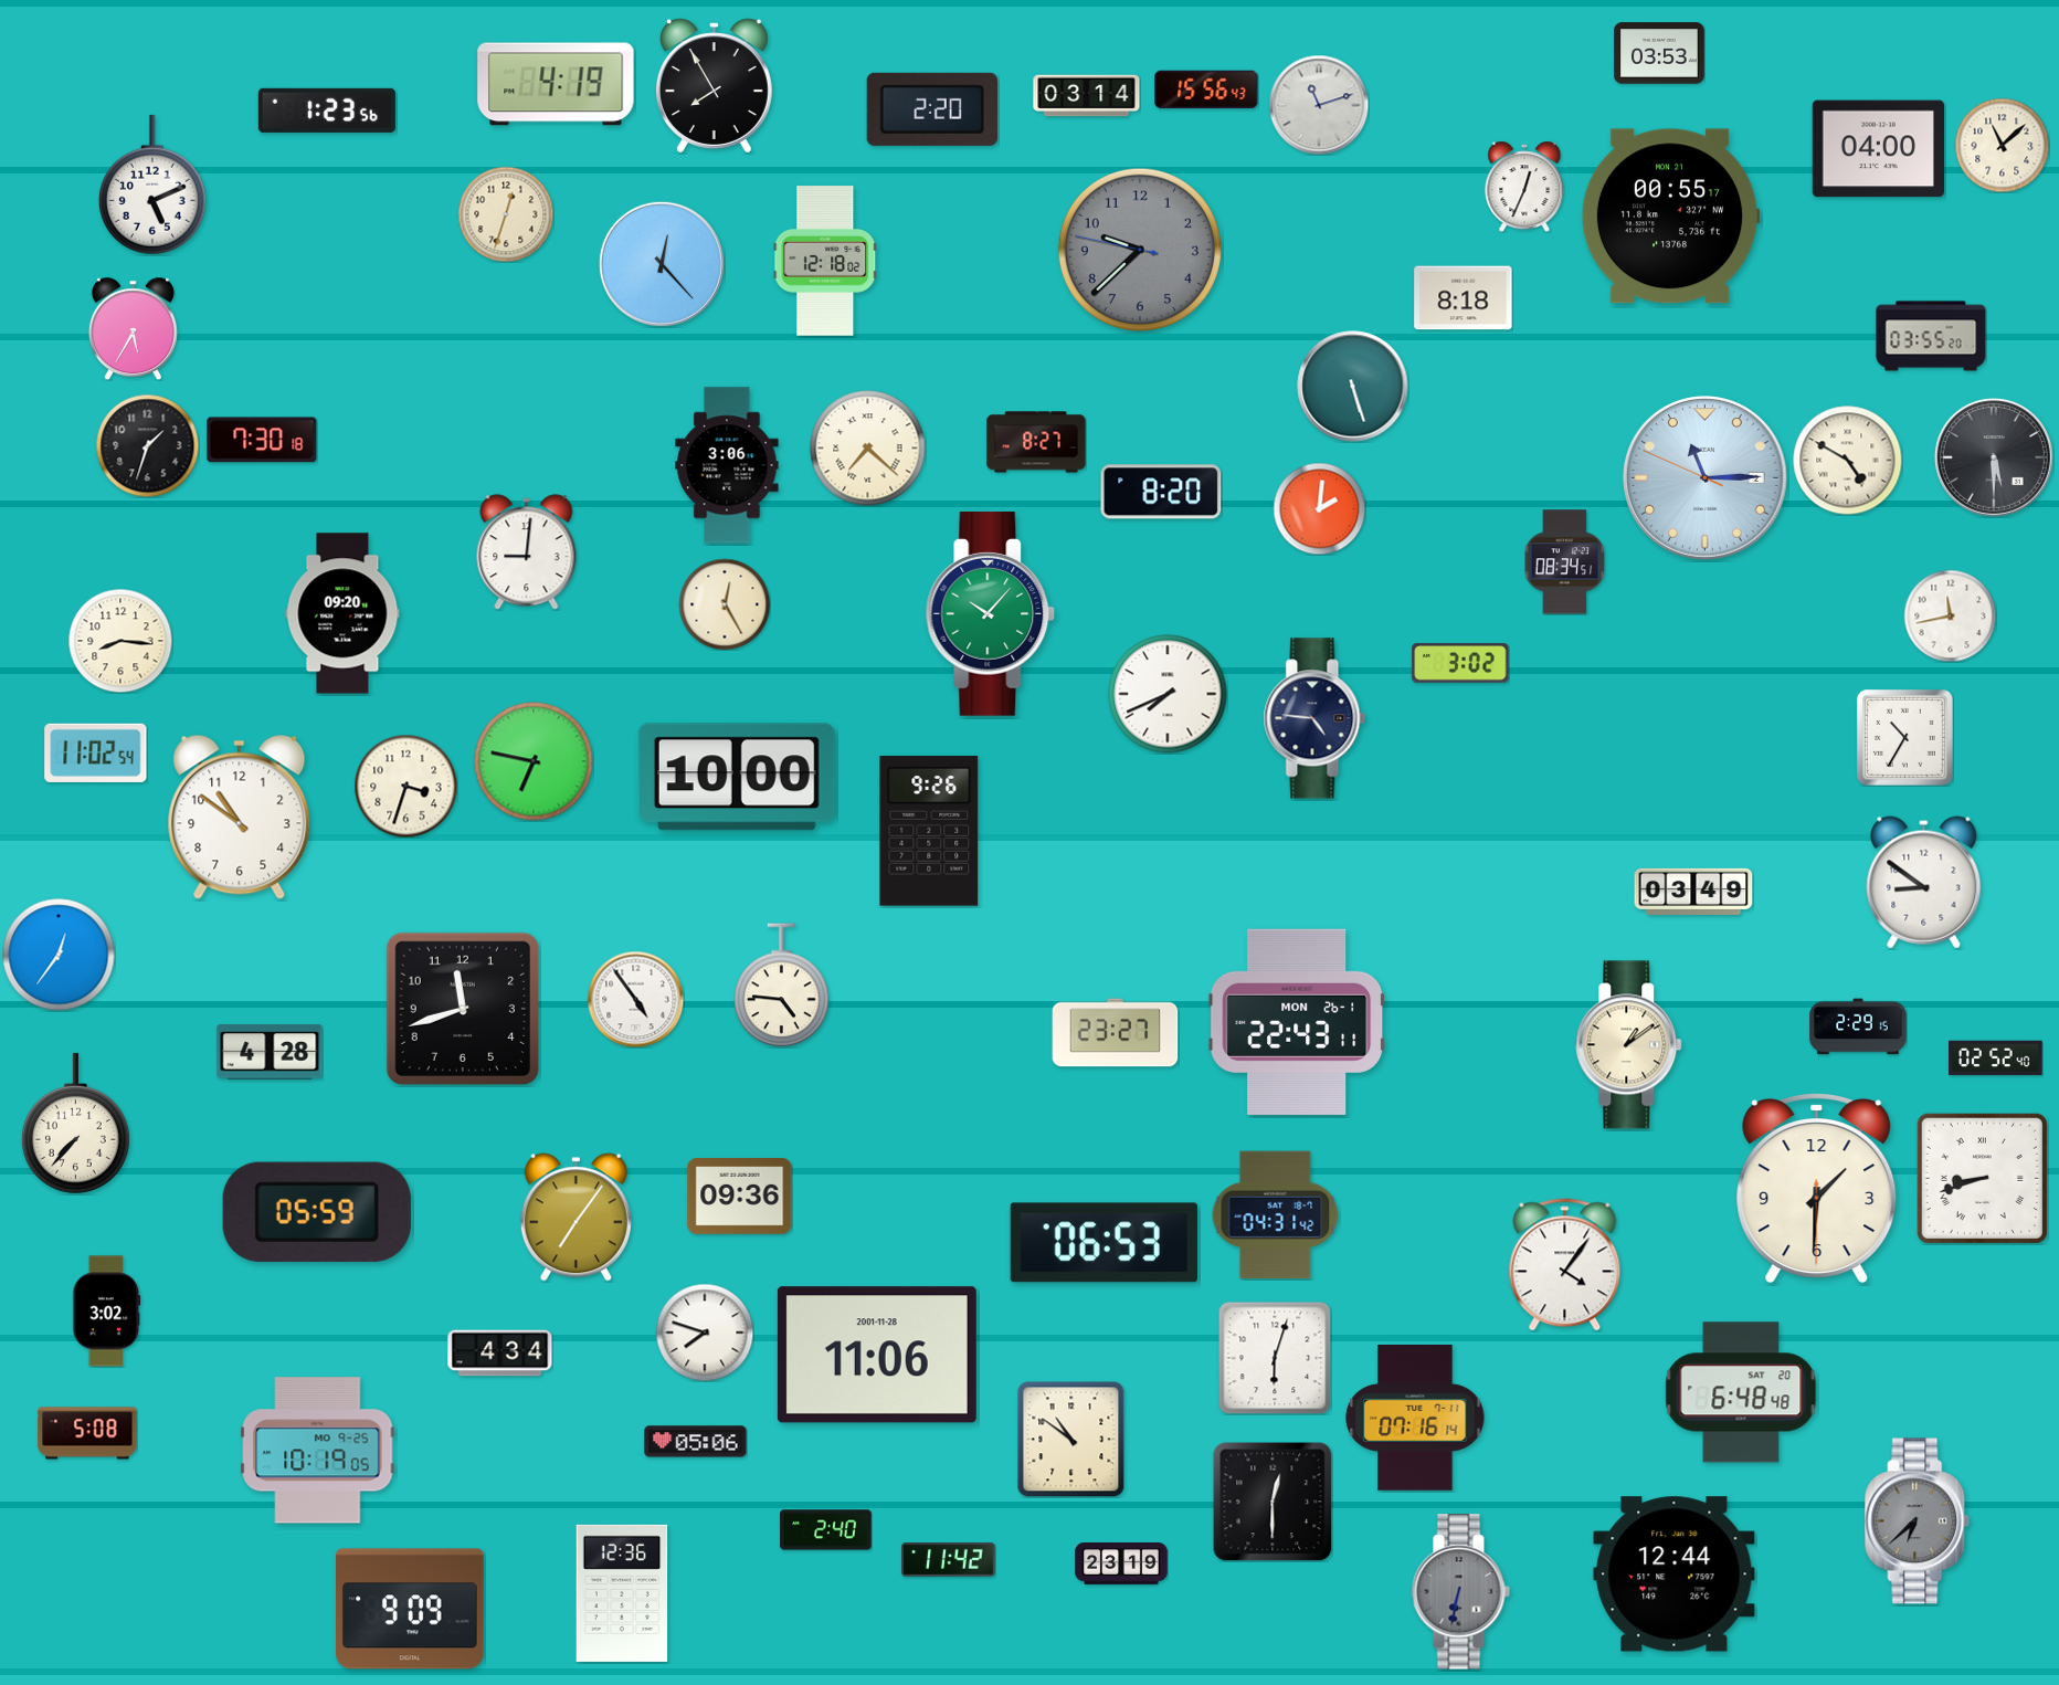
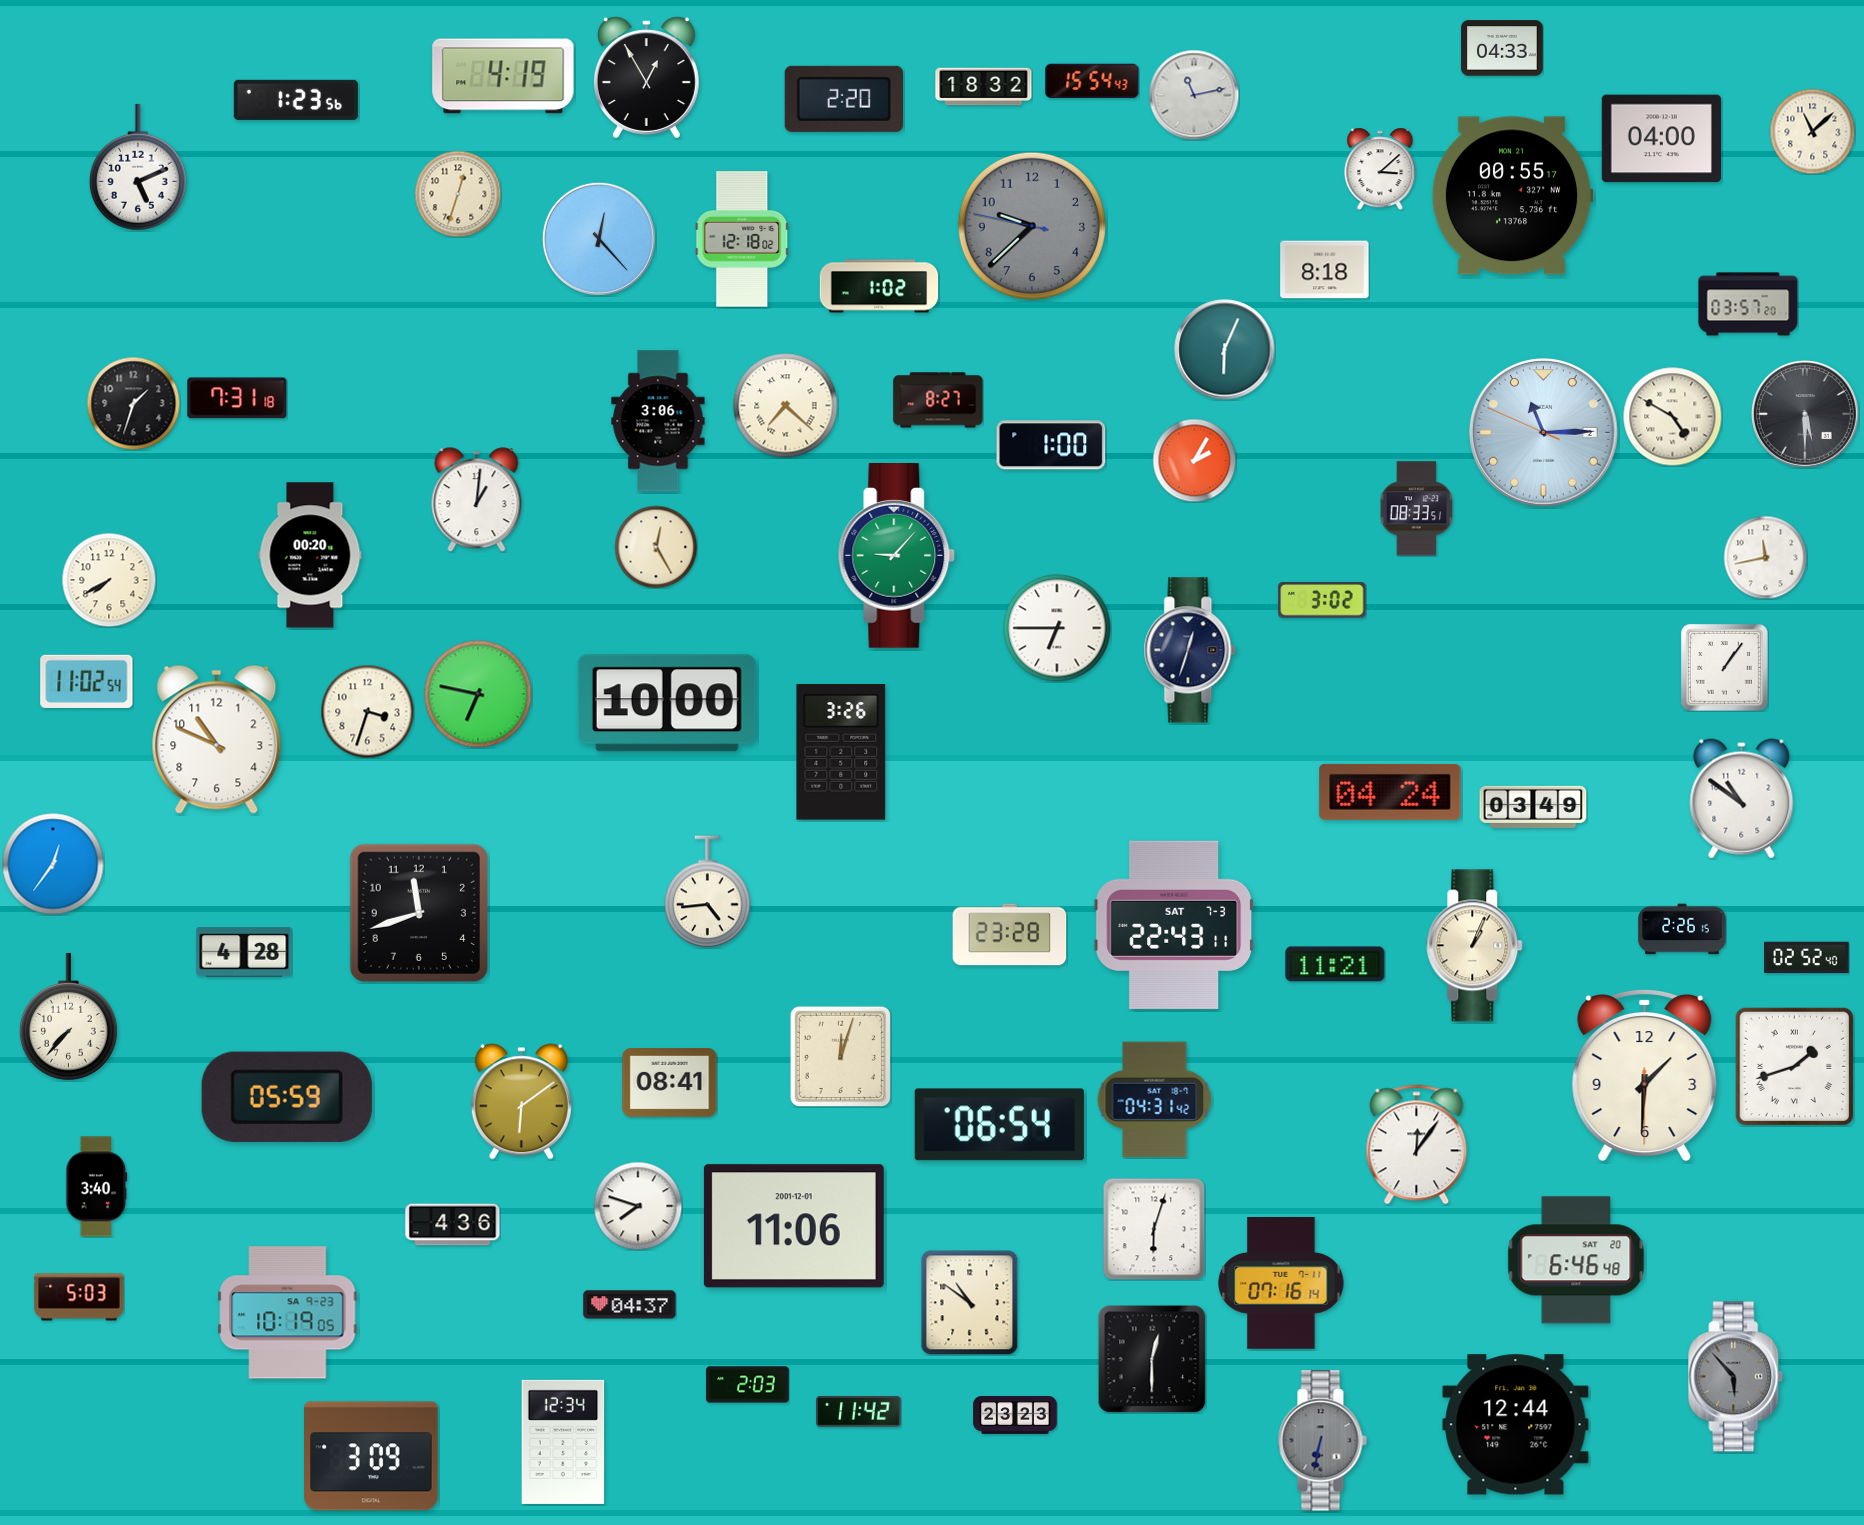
clock at (1659, 53): 03:53 -> 04:33
clock at (714, 86): 7:55 -> 12:55
clock at (1206, 89): 15:56 -> 15:54
clock at (1087, 96): 03:14 -> 18:32
clock at (1319, 105): 11:12 -> 11:13
clock at (1878, 149) position: (1878, 149) -> (1661, 139)
clock at (1524, 187): 12:34 -> 3:08
clock at (825, 261) position: (825, 261) -> (742, 239)
clock at (879, 286): none -> 1:02
clock at (133, 328): 5:35 -> none
clock at (1931, 336): 03:55 -> 03:57
clock at (1353, 387): 5:27 -> 6:04
clock at (262, 440): 7:30 -> 7:31
clock at (1161, 492): 8:20 -> 1:00
clock at (1319, 508): 2:01 -> 2:05
clock at (527, 552): 9:01 -> 1:01
clock at (1565, 562): 08:34 -> 08:33
clock at (342, 613): 09:20 -> 00:20
clock at (991, 614): 10:07 -> 9:07
clock at (120, 641): 8:16 -> 7:40
clock at (1168, 694): 7:41 -> 6:45
clock at (1314, 718): 4:46 -> 12:33
clock at (1904, 737): 10:35 -> 1:06
clock at (534, 761) position: (534, 761) -> (478, 694)
clock at (240, 817): 10:51 -> 10:49
clock at (929, 832): 9:26 -> 3:26
clock at (1390, 792): none -> 04:24
clock at (1924, 883): 8:51 -> 10:51
clock at (782, 986): 4:46 -> 4:44
clock at (635, 999): 4:54 -> none
clock at (1297, 1022) date: MON 26-1 -> SAT 7-3
clock at (1858, 1026): 2:29 -> 2:26
clock at (1116, 1033): 23:27 -> 23:28
clock at (1629, 1045): 1:09 -> 1:04
clock at (1335, 964): none -> 11:21
clock at (840, 1056): none -> 12:03
clock at (1982, 1178): 8:42 -> 1:42
clock at (740, 1197): 09:36 -> 08:41
clock at (576, 1218): 7:06 -> 6:09
clock at (1104, 1243): 06:53 -> 06:54
clock at (1565, 1265): 4:06 -> 12:06
clock at (107, 1312): 3:02 -> 3:40
clock at (500, 1354): 4:34 -> 4:36
clock at (877, 1355) date: 2001-11-28 -> 2001-12-01
clock at (1741, 1392): 6:48 -> 6:46
clock at (87, 1433): 5:08 -> 5:03
clock at (696, 1442): 05:06 -> 04:37
clock at (318, 1451) date: MO 9-25 -> SA 9-23
clock at (1918, 1521): 6:38 -> 5:53
clock at (826, 1530): 2:40 -> 2:03
clock at (1121, 1563): 23:19 -> 23:23
clock at (622, 1593): 12:36 -> 12:34
clock at (411, 1609): 9:09 -> 3:09
